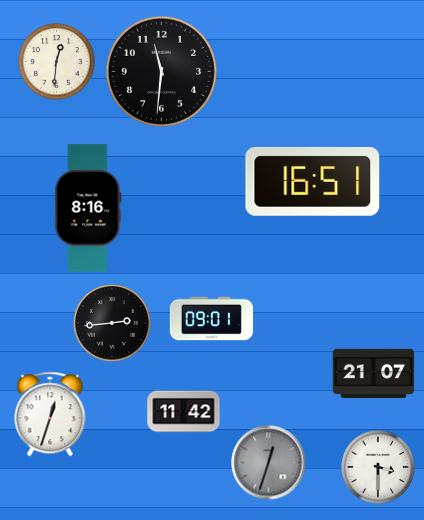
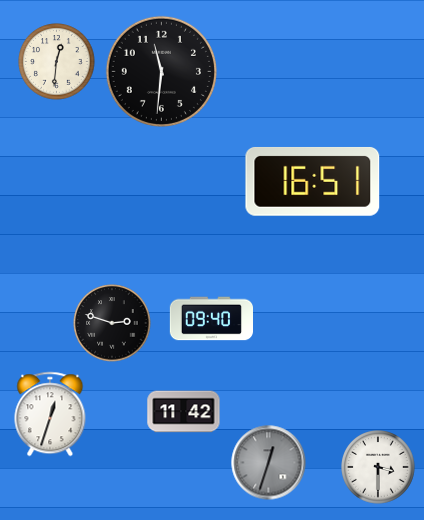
clock at (88, 208): 8:16 -> none
clock at (211, 319): 09:01 -> 09:40
clock at (112, 323): 2:44 -> 2:48
clock at (374, 373): 21:07 -> none
